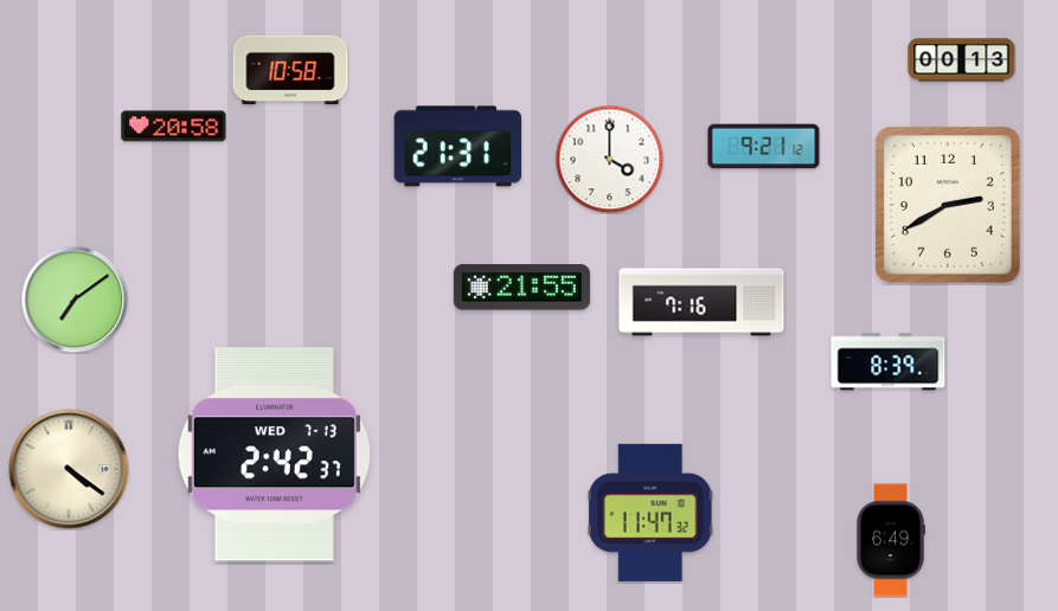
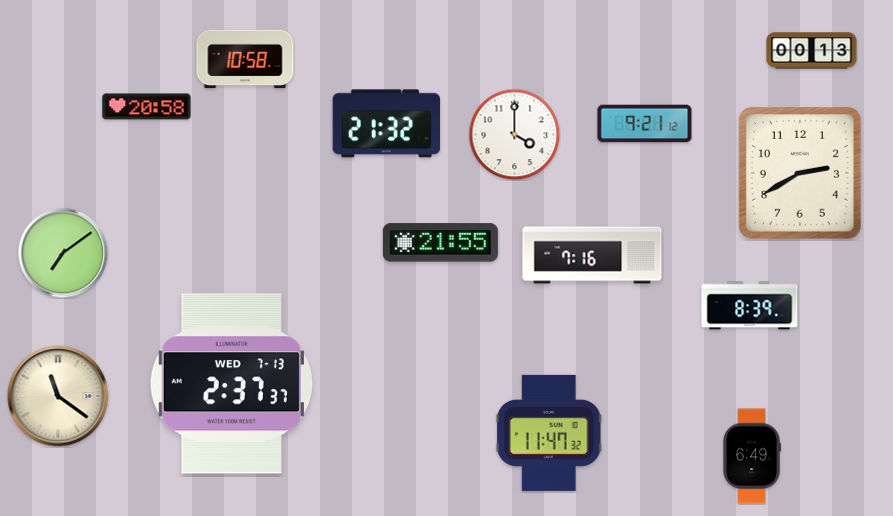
clock at (459, 147): 21:31 -> 21:32
clock at (274, 455): 2:42 -> 2:37
clock at (69, 469): 4:21 -> 11:21
